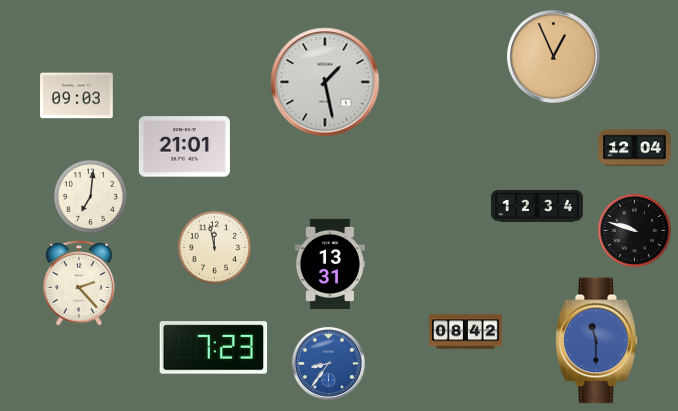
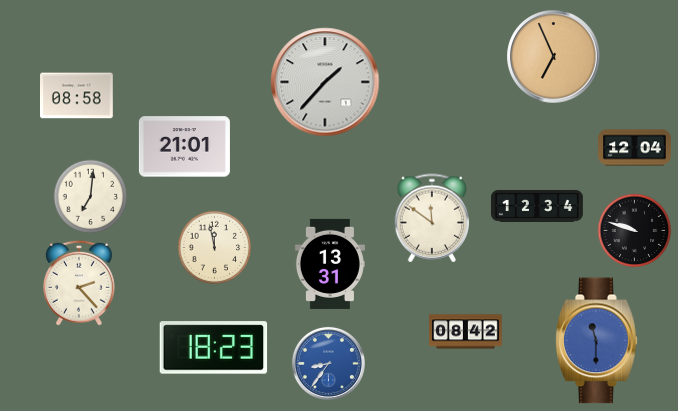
clock at (554, 57): 12:56 -> 6:56
clock at (325, 82): 1:28 -> 1:37
clock at (77, 96): 09:03 -> 08:58
clock at (432, 218): none -> 11:51
clock at (214, 348): 7:23 -> 18:23
